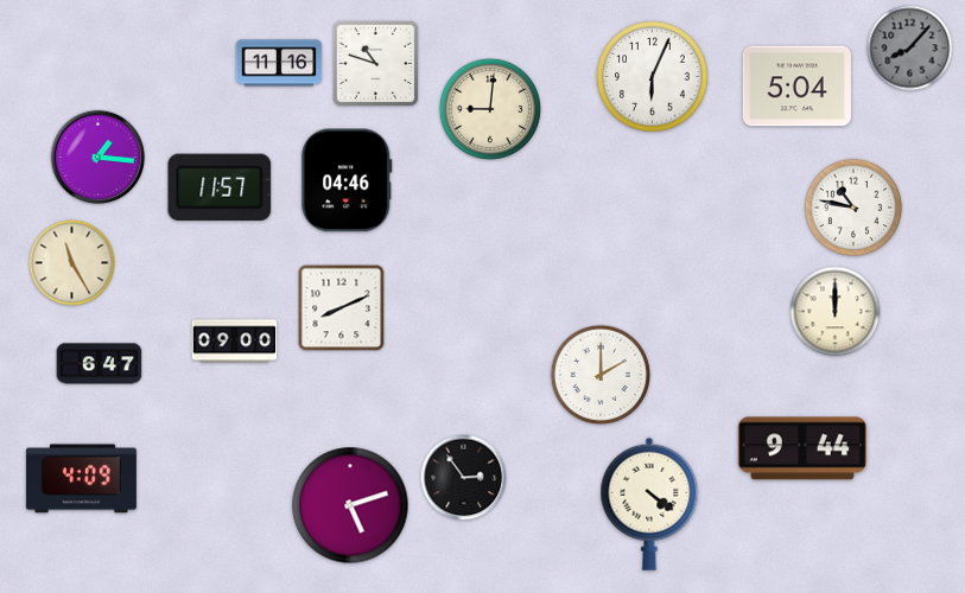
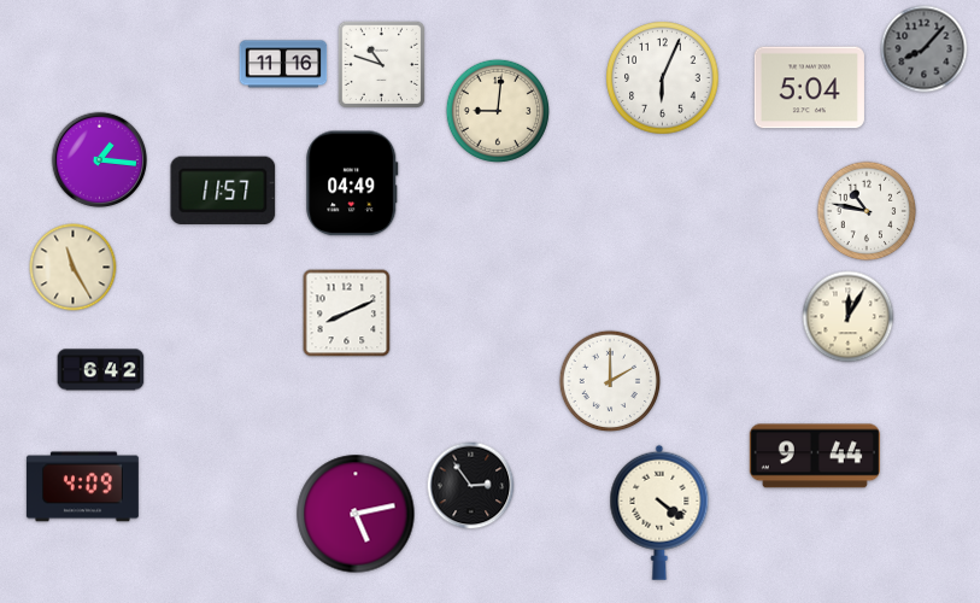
clock at (347, 180): 04:46 -> 04:49
clock at (836, 312): 12:00 -> 12:05
clock at (235, 342): 09:00 -> none
clock at (100, 364): 6:47 -> 6:42
clock at (350, 505): 5:12 -> 5:13
